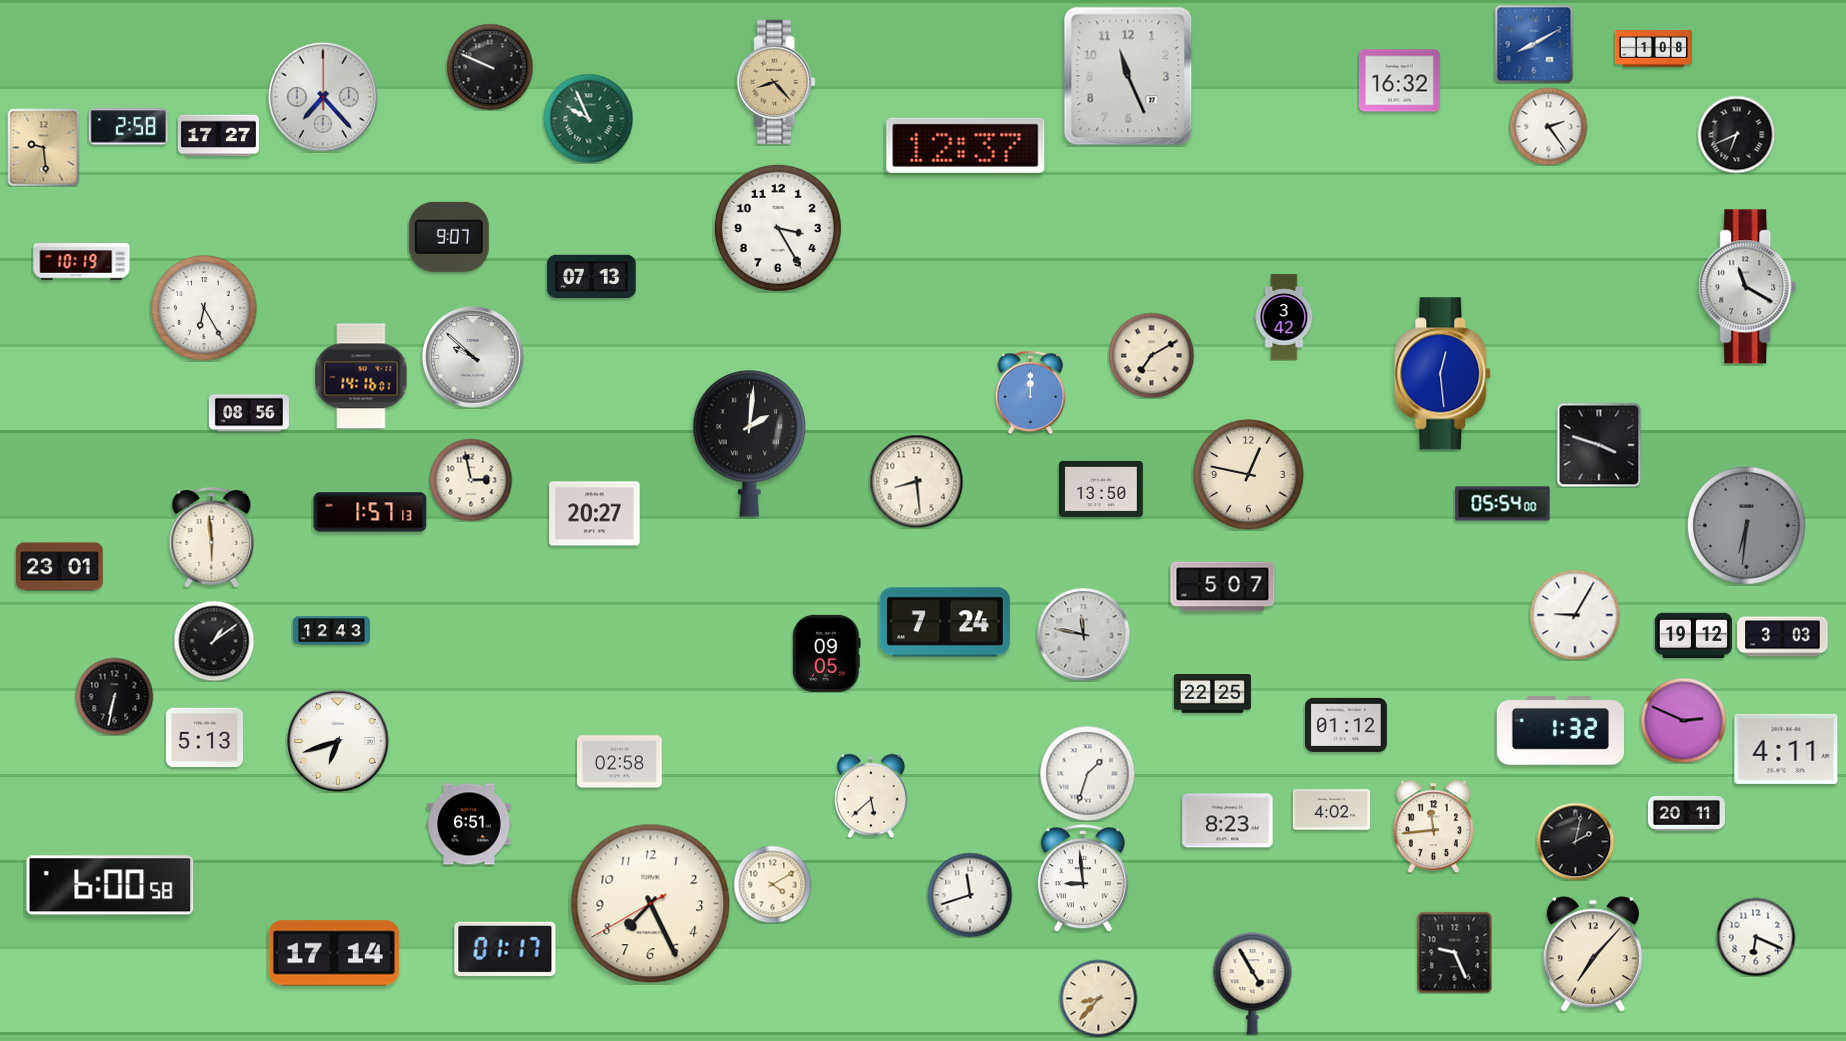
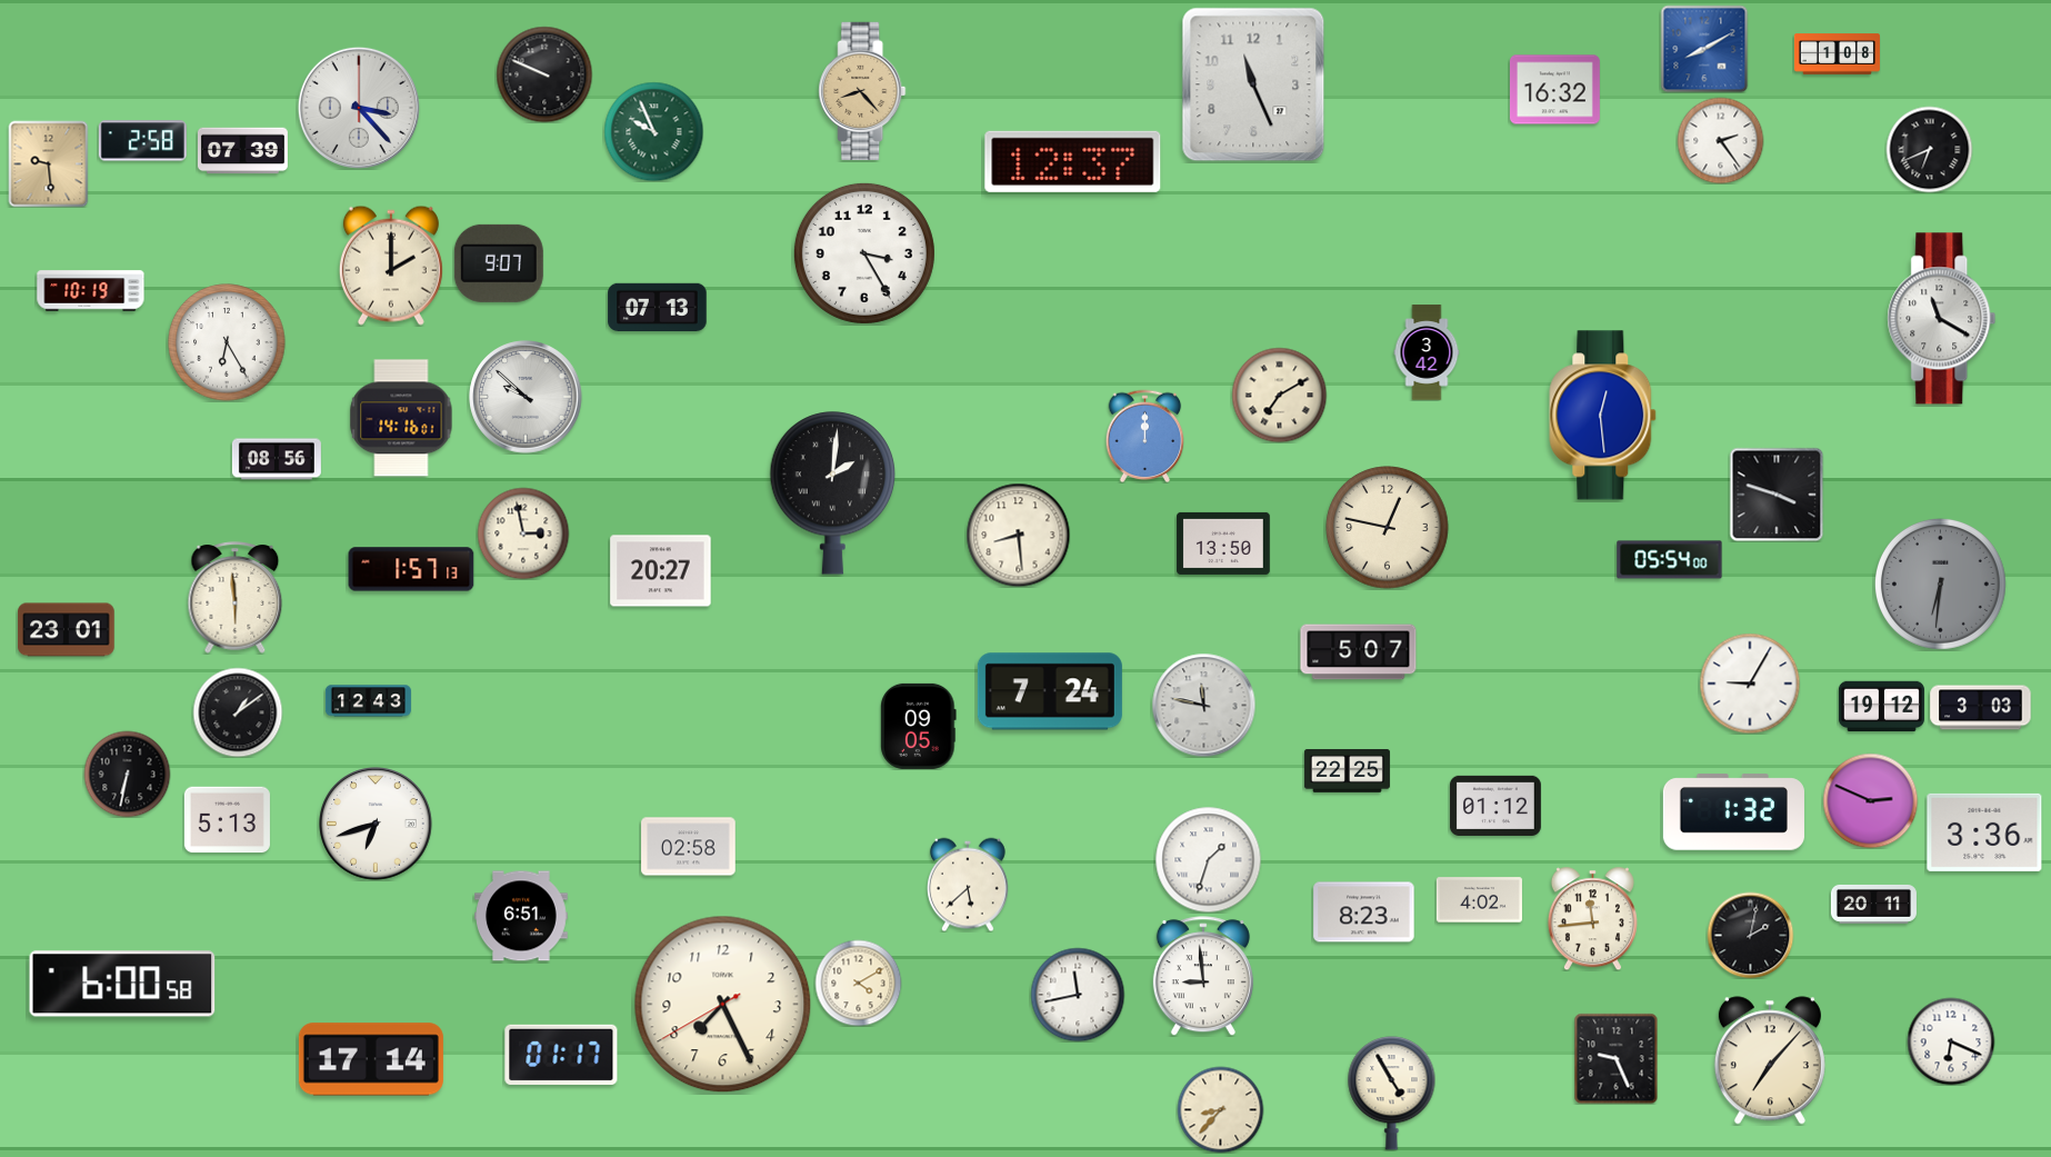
clock at (323, 97): 7:23 -> 3:23
clock at (218, 136): 17:27 -> 07:39
clock at (391, 266): none -> 2:00
clock at (1786, 749): 4:11 -> 3:36
clock at (970, 895): 11:42 -> 11:43
